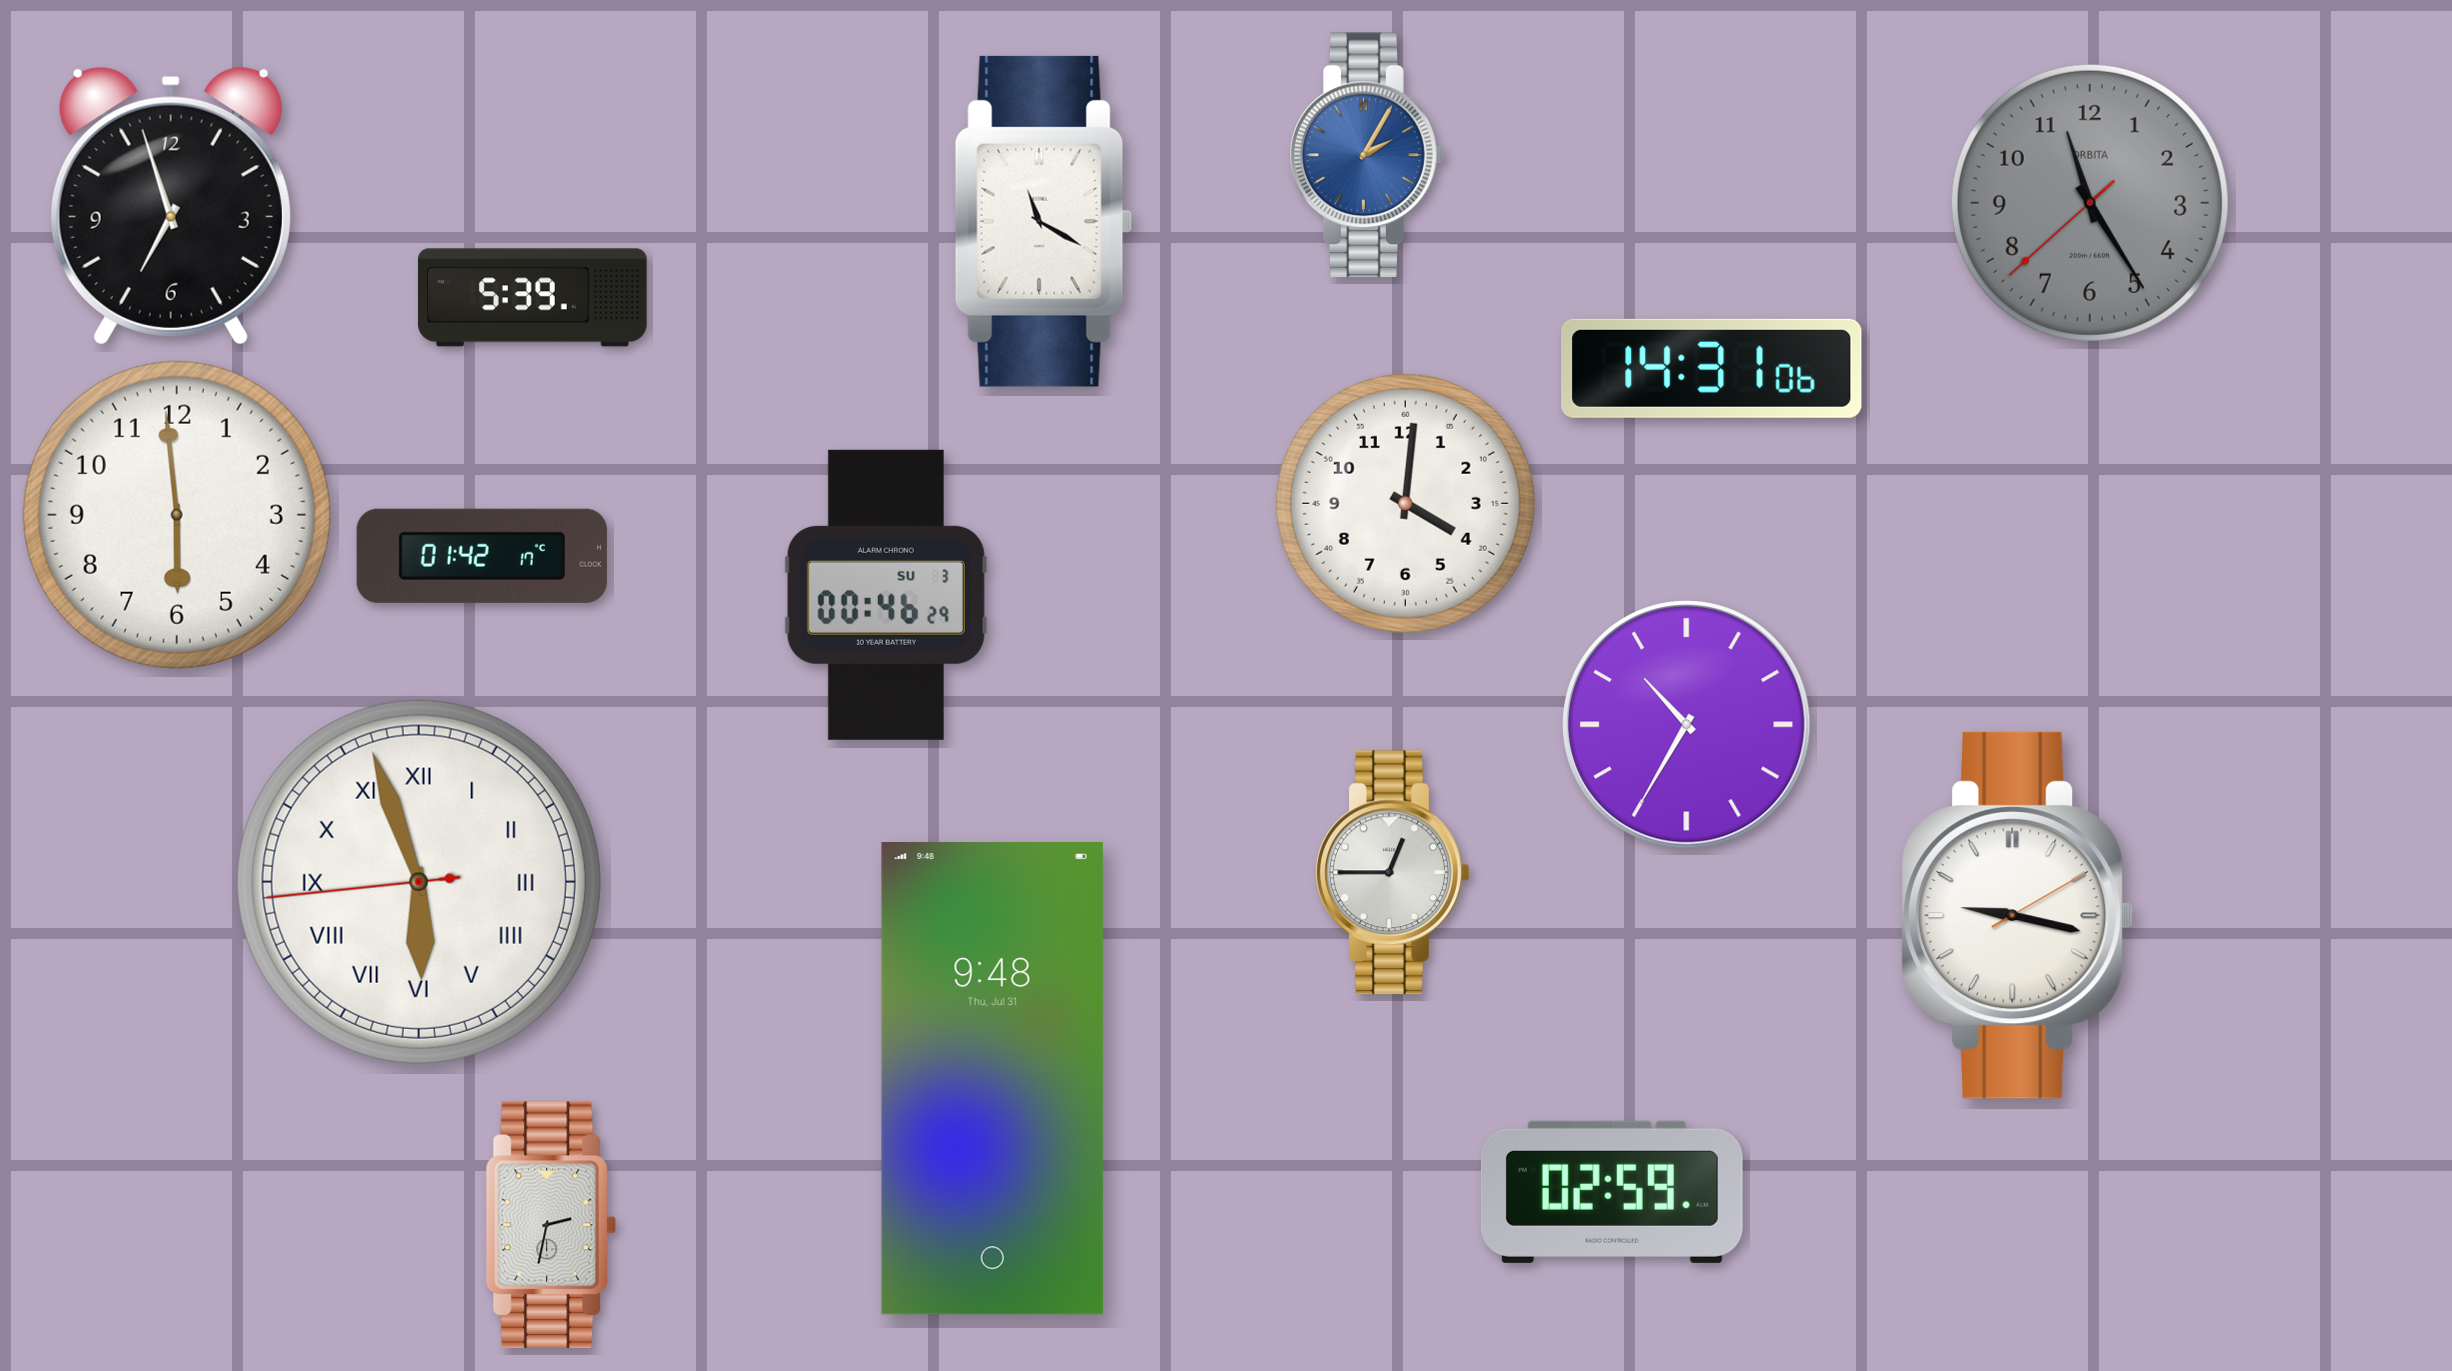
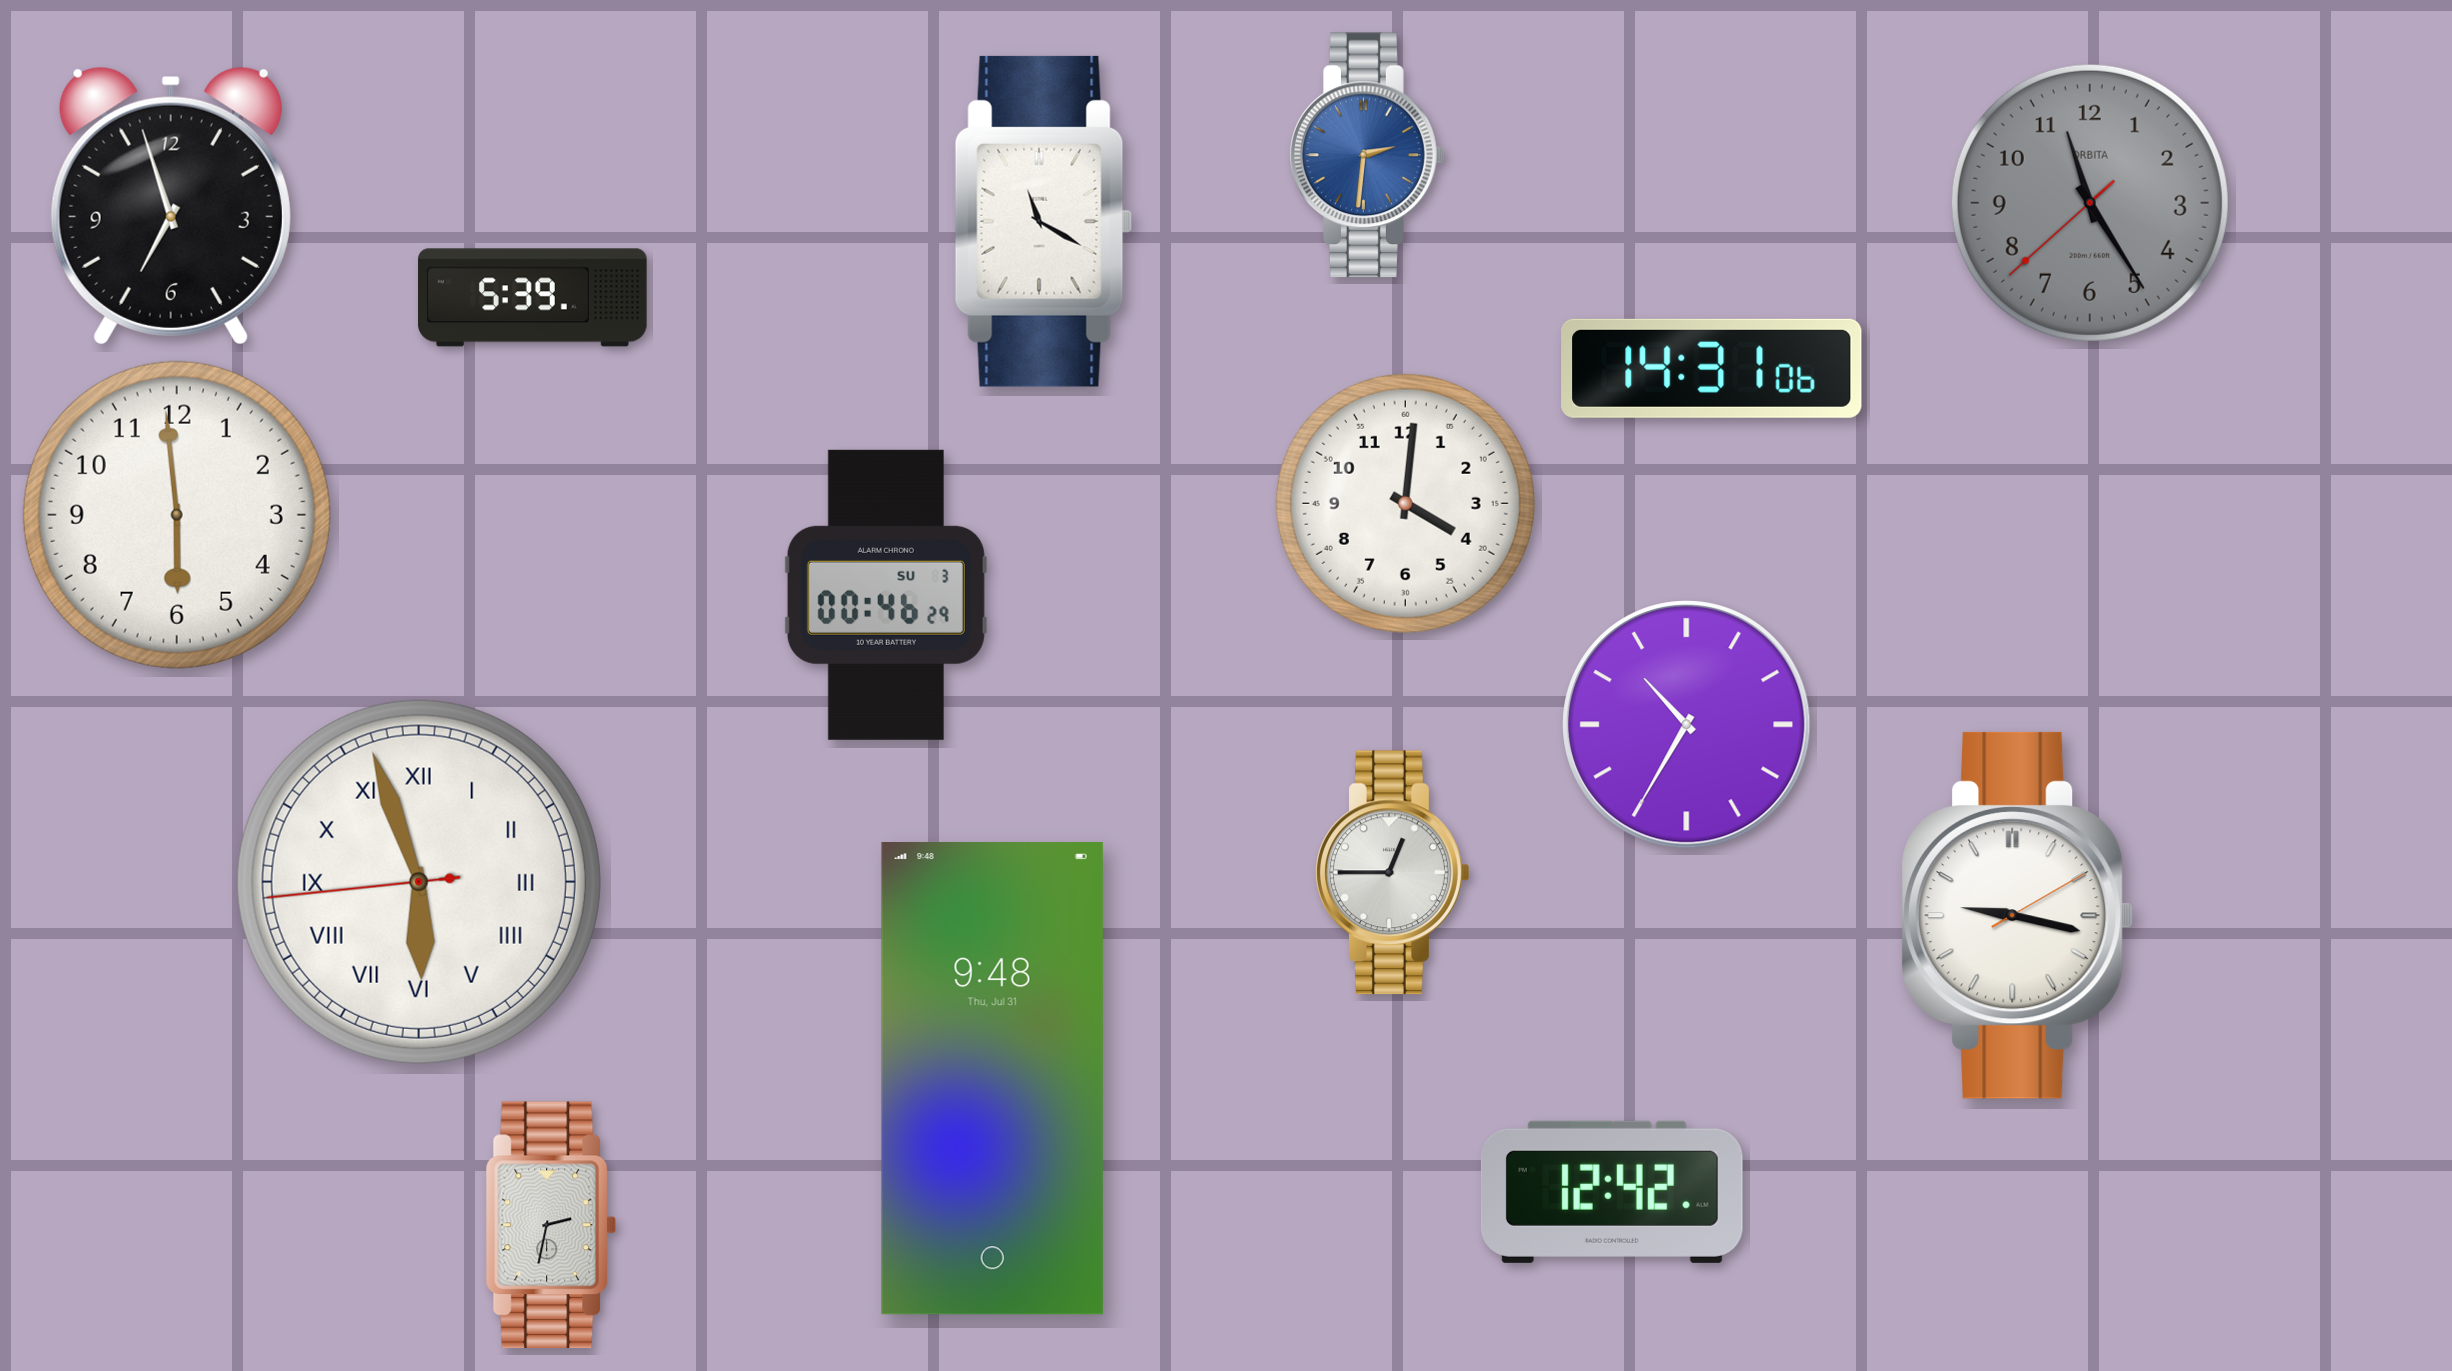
clock at (1367, 155): 2:05 -> 2:31
clock at (482, 556): 01:42 -> none
clock at (1612, 1192): 02:59 -> 12:42
